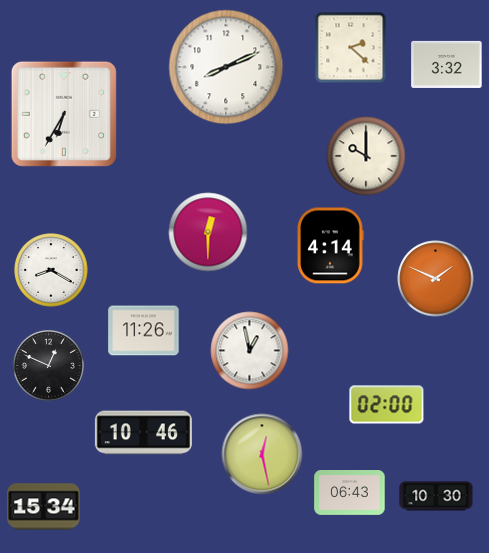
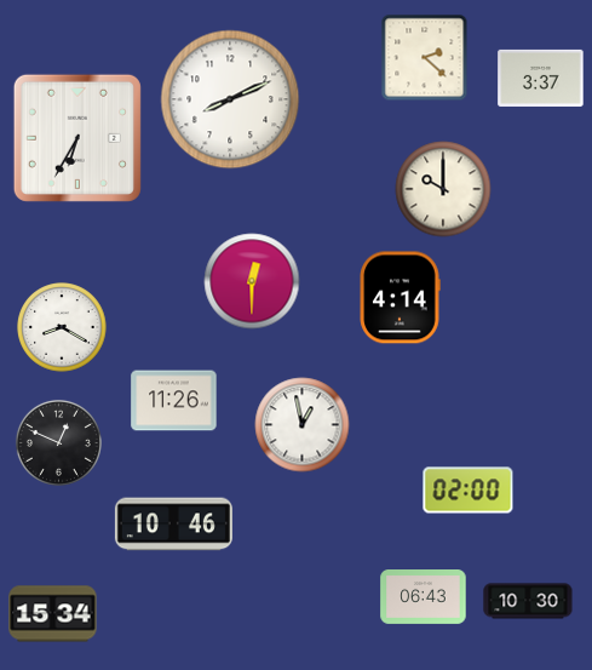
clock at (447, 64): 3:32 -> 3:37
clock at (226, 67) position: (226, 67) -> (230, 99)
clock at (436, 279): 1:49 -> none
clock at (262, 454): 12:28 -> none
